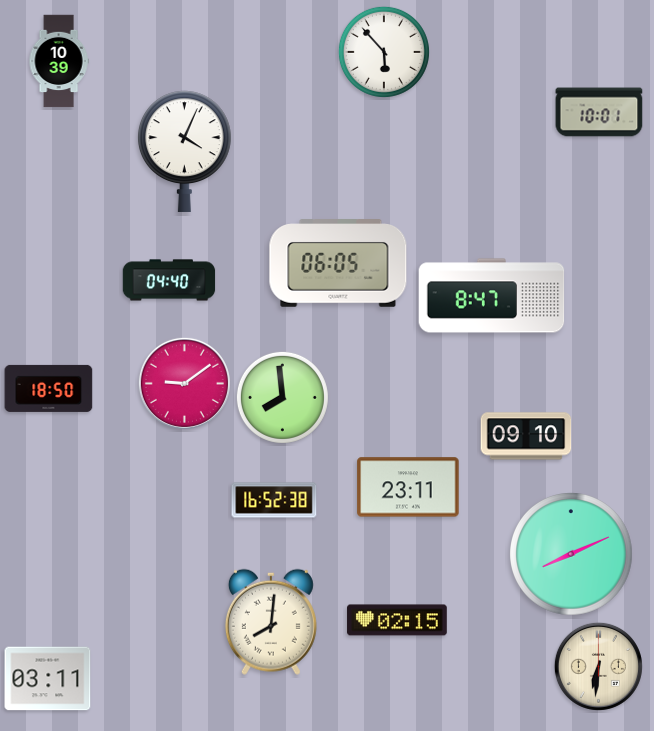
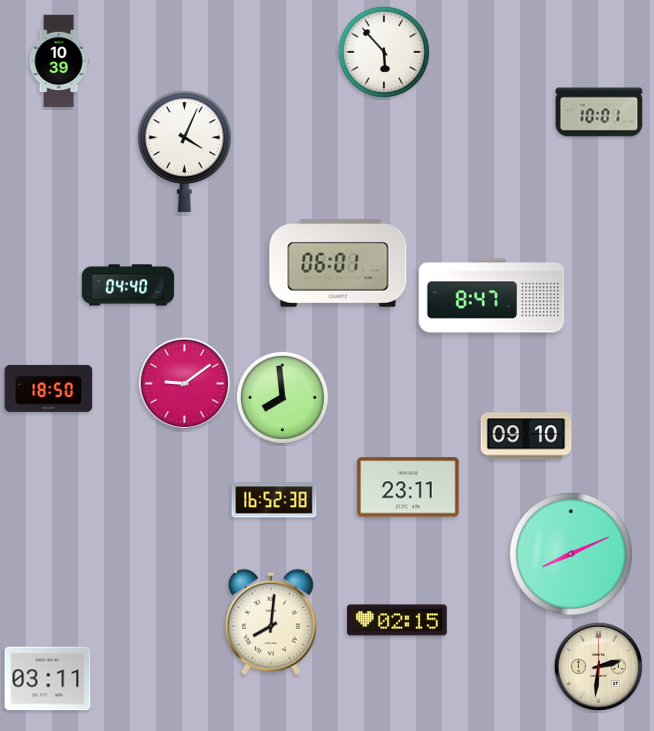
clock at (338, 263): 06:05 -> 06:01
clock at (169, 280) position: (169, 280) -> (128, 285)
clock at (598, 666): 6:31 -> 2:31
